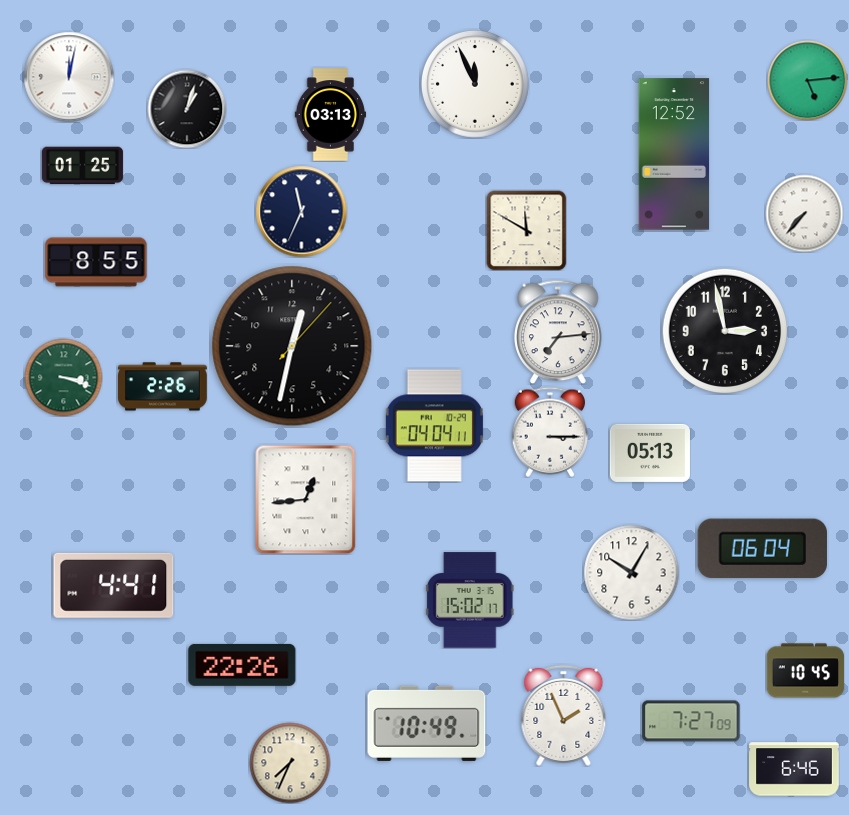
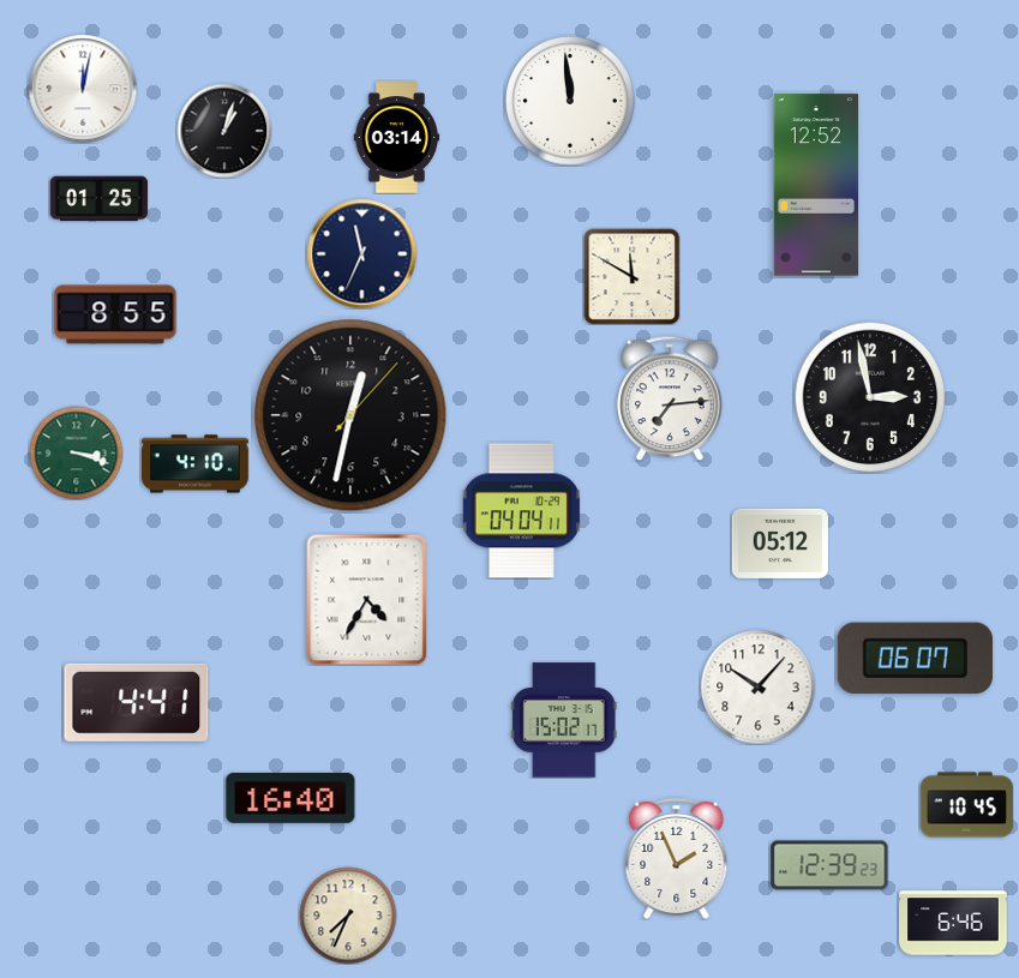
clock at (69, 77) position: (69, 77) -> (83, 89)
clock at (807, 80): 5:14 -> none
clock at (475, 84): 11:56 -> 11:59
clock at (331, 115): 03:13 -> 03:14
clock at (674, 154) position: (674, 154) -> (816, 185)
clock at (804, 213): 7:37 -> none
clock at (163, 387): 2:26 -> 4:10
clock at (549, 432): 3:15 -> none
clock at (650, 453): 05:13 -> 05:12
clock at (306, 499): 12:44 -> 4:35
clock at (762, 549): 06:04 -> 06:07
clock at (631, 572): 10:05 -> 10:07
clock at (242, 665): 22:26 -> 16:40
clock at (691, 721): 7:27 -> 12:39
clock at (427, 723): 10:49 -> none
